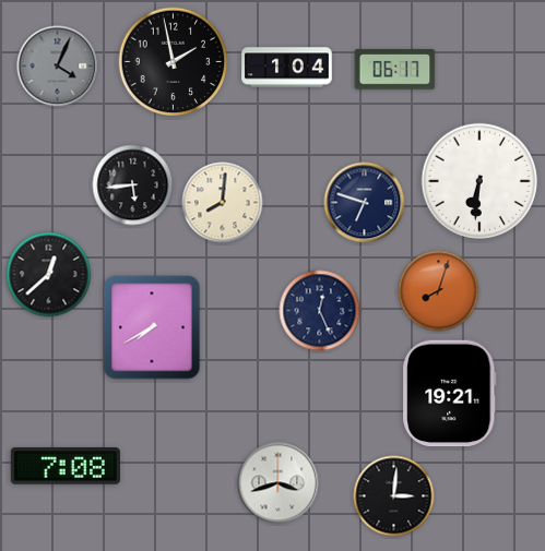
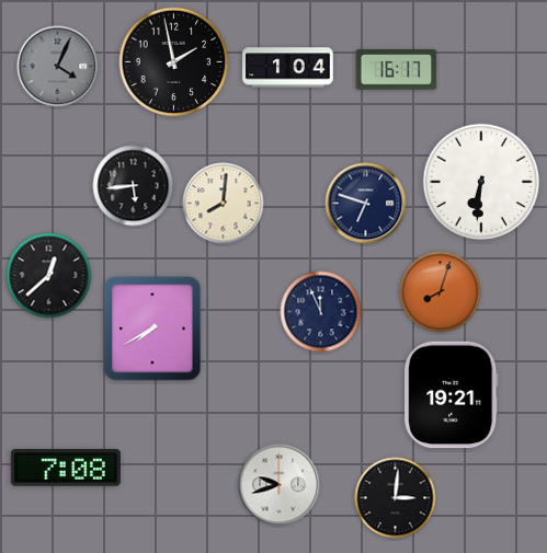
clock at (395, 70): 06:17 -> 16:17
clock at (320, 311): 12:26 -> 11:56
clock at (279, 483): 3:42 -> 9:42
